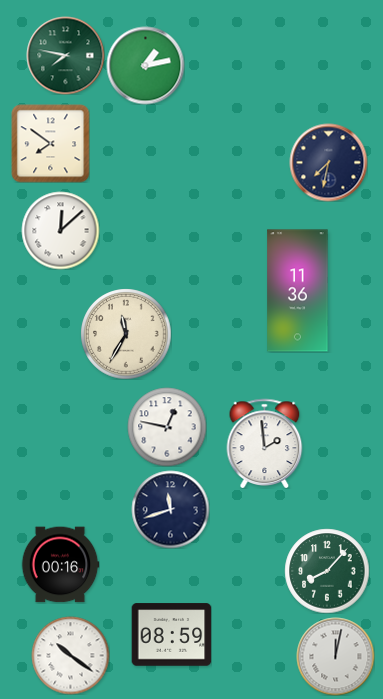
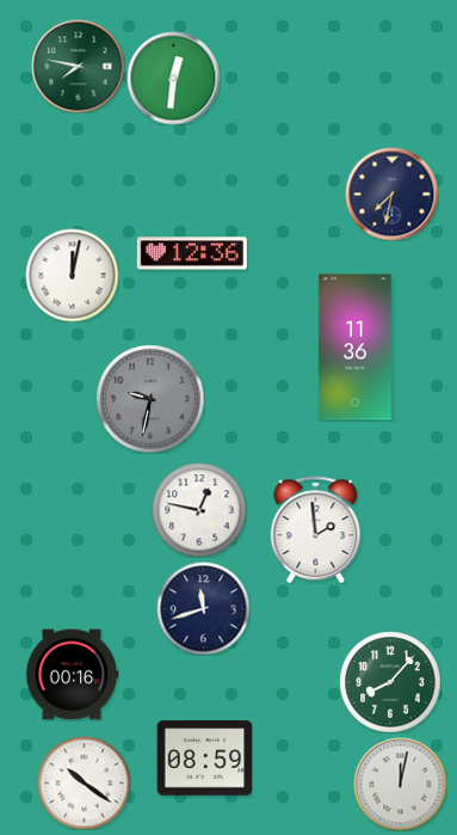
clock at (145, 65): 1:13 -> 12:31
clock at (50, 143): 7:51 -> none
clock at (192, 253): none -> 12:36
clock at (60, 230): 12:08 -> 12:02
clock at (126, 334): 11:35 -> 9:32
clock at (126, 334) dial: cream -> grey
